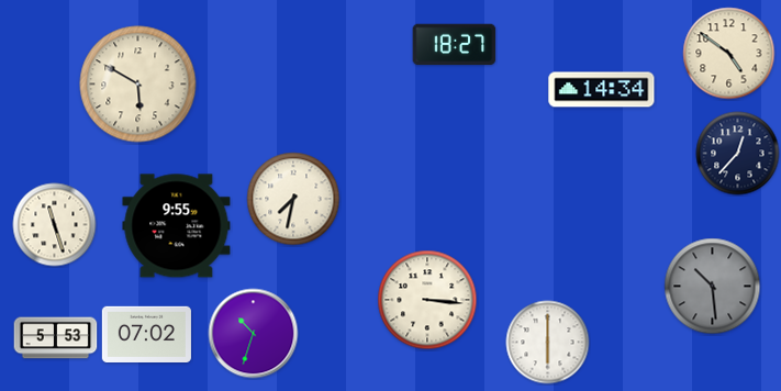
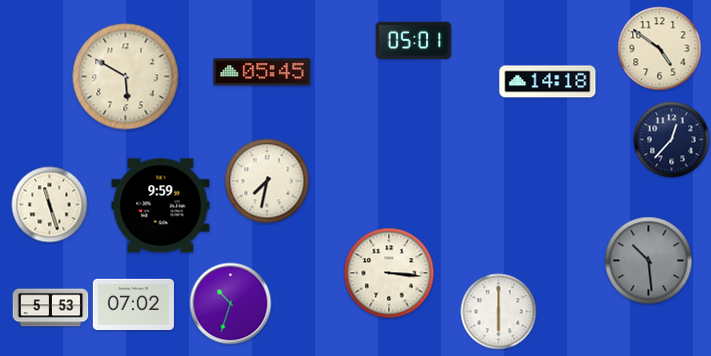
clock at (455, 45): 18:27 -> 05:01
clock at (729, 54) position: (729, 54) -> (660, 49)
clock at (262, 72): none -> 05:45
clock at (602, 90): 14:34 -> 14:18
clock at (177, 226): 9:55 -> 9:59
